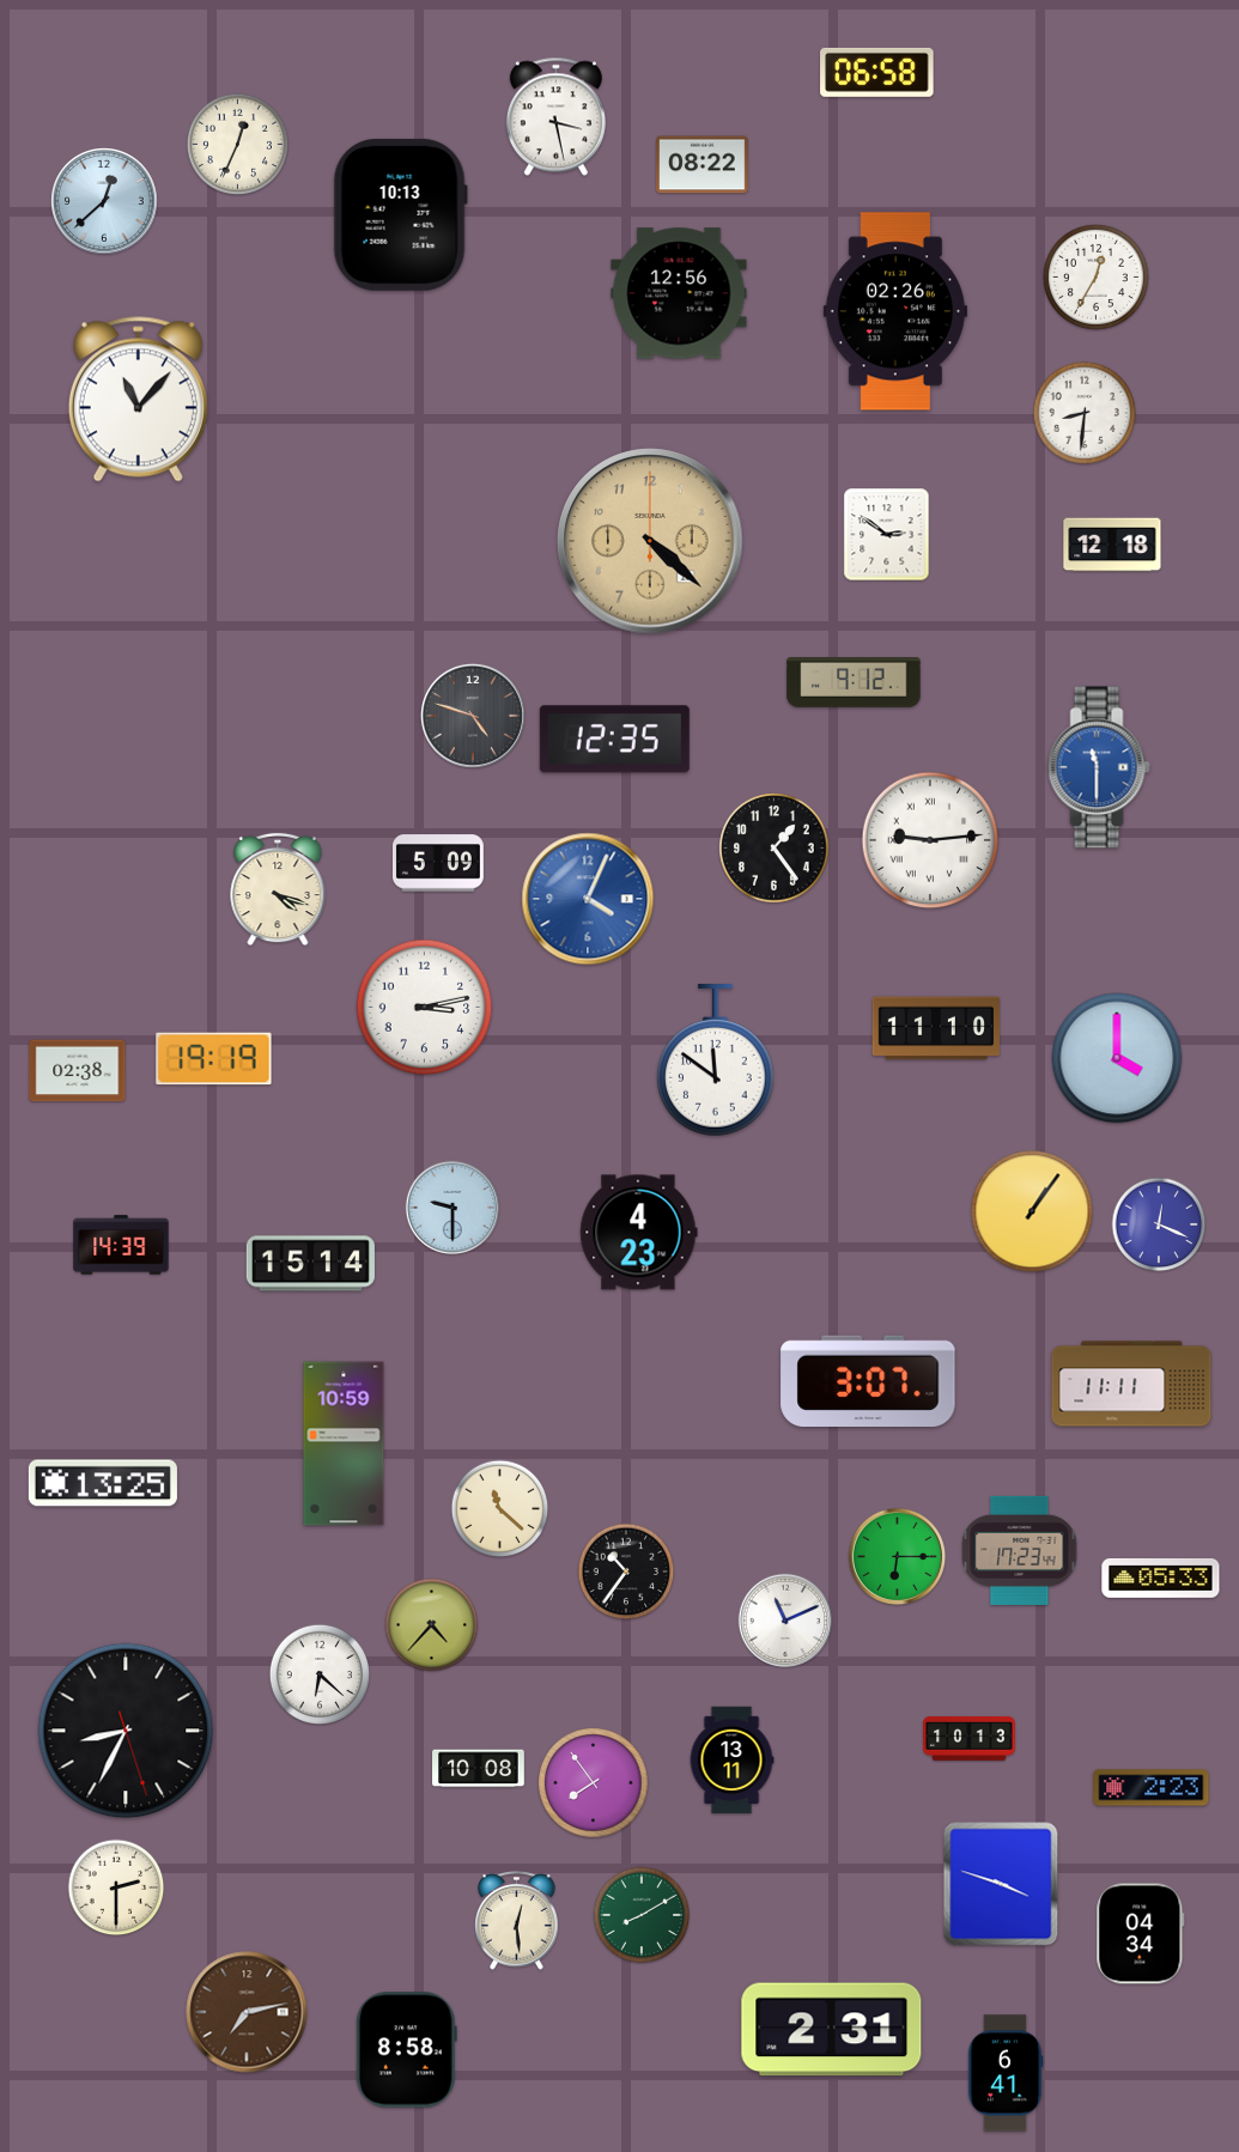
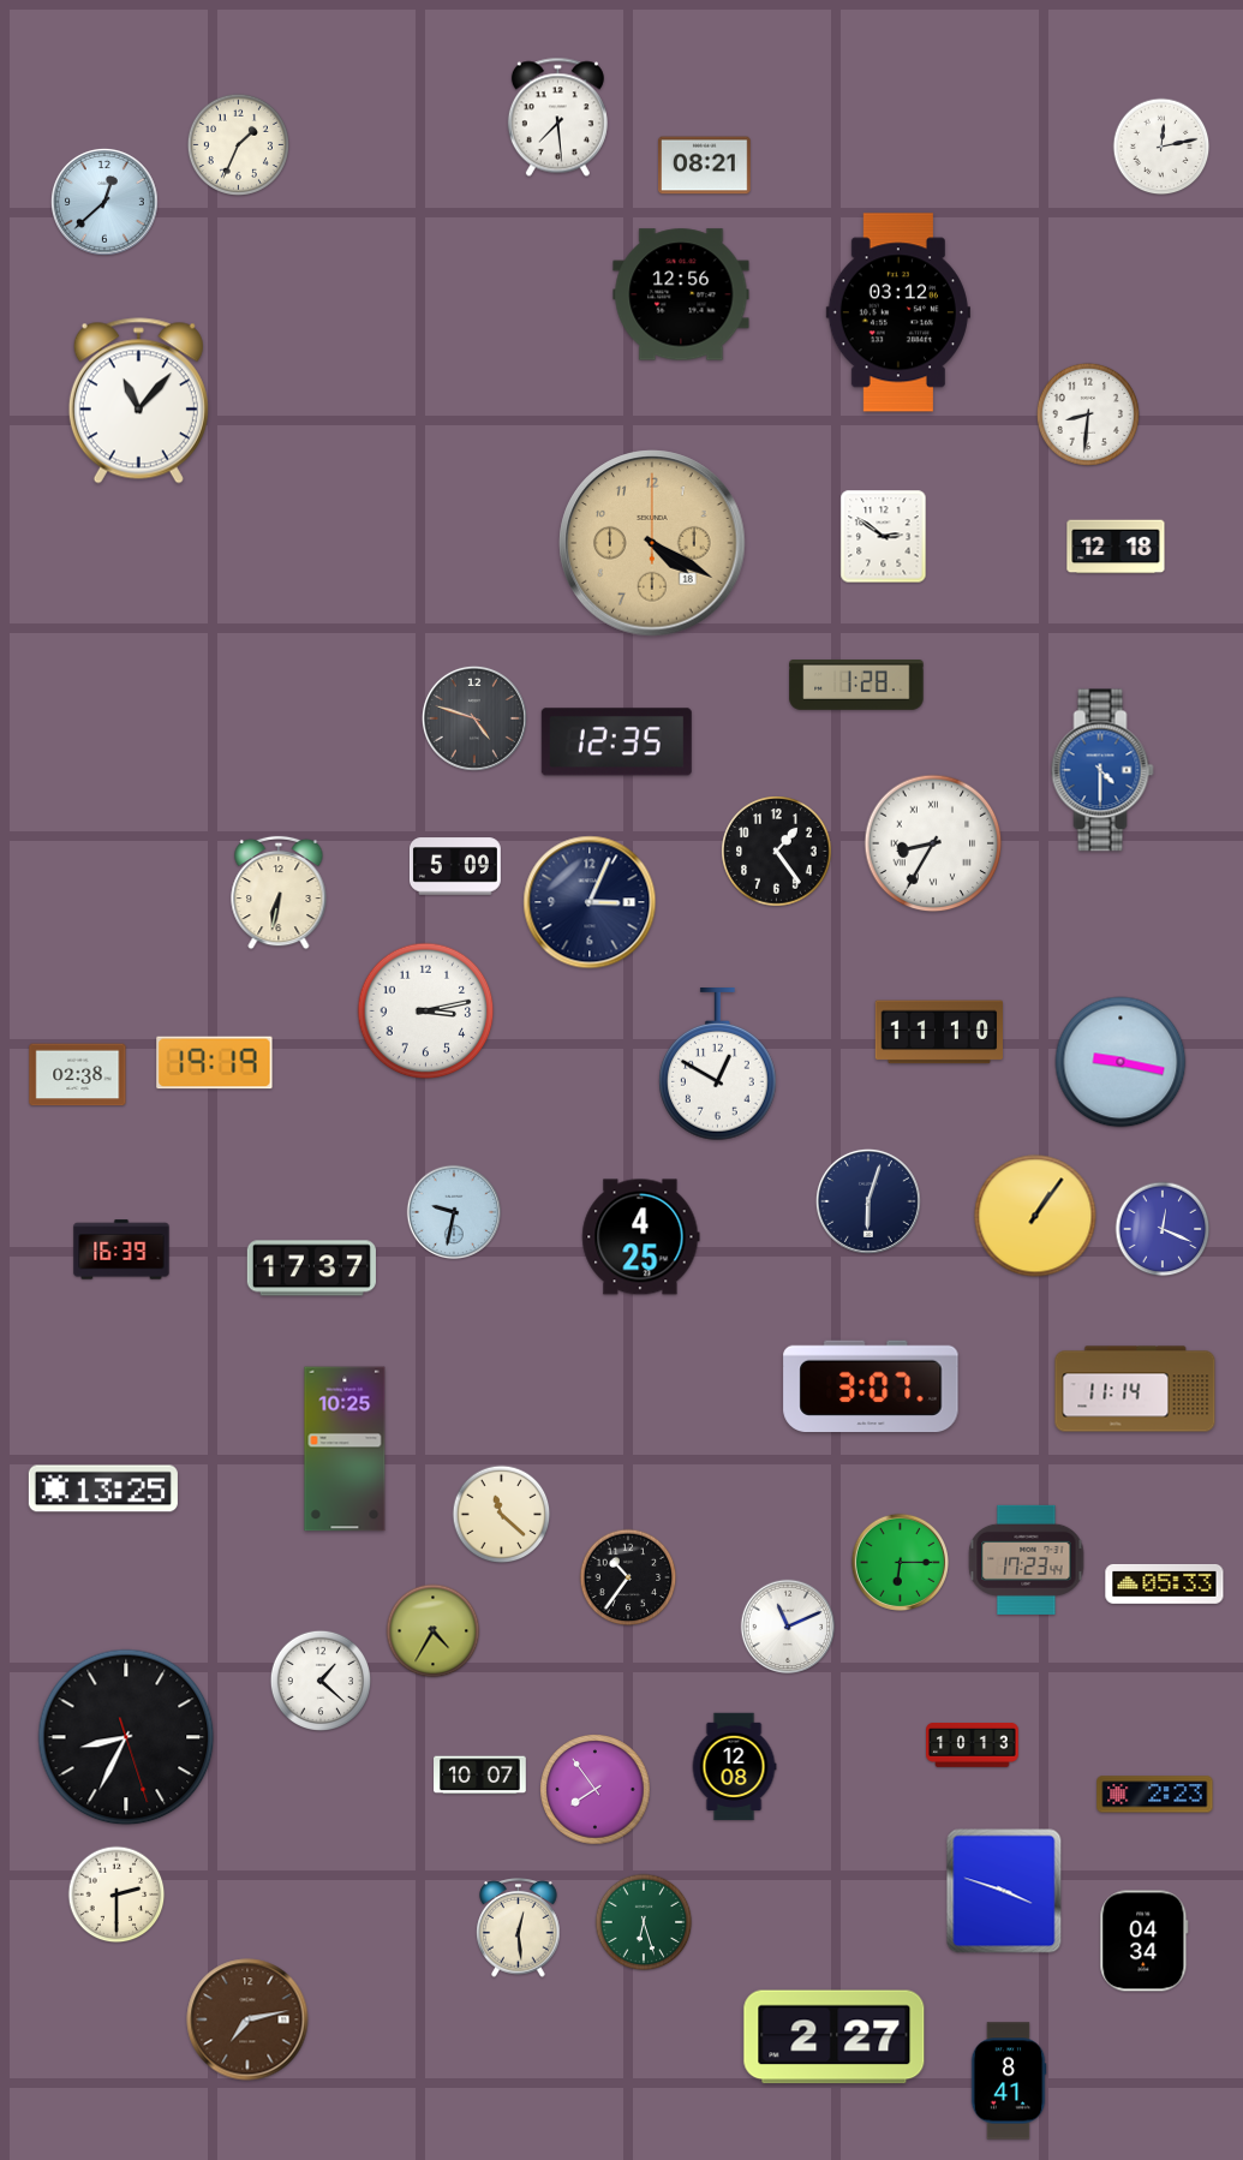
clock at (877, 72): 06:58 -> none
clock at (555, 117): 3:28 -> 7:29
clock at (237, 144): 12:34 -> 1:34
clock at (1161, 147): none -> 12:13
clock at (703, 165): 08:22 -> 08:21
clock at (400, 214): 10:13 -> none
clock at (1095, 276): 12:35 -> none
clock at (895, 311): 02:26 -> 03:12
clock at (887, 535) position: (887, 535) -> (884, 537)
clock at (650, 541): 4:22 -> 4:20
clock at (854, 683): 9:12 -> 1:28
clock at (1099, 767): 11:30 -> 4:30
clock at (930, 840): 9:14 -> 8:35
clock at (438, 863) position: (438, 863) -> (455, 866)
clock at (278, 889): 4:18 -> 6:32
clock at (588, 899): 4:04 -> 3:04
clock at (588, 899) dial: blue -> navy
clock at (1117, 1058): 4:00 -> 9:17
clock at (716, 1062): 11:51 -> 12:50
clock at (868, 1201): none -> 6:03
clock at (453, 1208): 9:30 -> 9:32
clock at (639, 1233): 4:23 -> 4:25
clock at (121, 1245): 14:39 -> 16:39
clock at (310, 1264): 15:14 -> 17:37
clock at (1131, 1384): 11:11 -> 11:14
clock at (344, 1443): 10:59 -> 10:25
clock at (1020, 1550) position: (1020, 1550) -> (1027, 1559)
clock at (432, 1625): 4:37 -> 4:35
clock at (318, 1673): 6:22 -> 1:22
clock at (731, 1761): 13:11 -> 12:08
clock at (479, 1769): 10:08 -> 10:07
clock at (642, 1915): 8:10 -> 6:27
clock at (832, 2030): 2:31 -> 2:27
clock at (406, 2050): 8:58 -> none
clock at (1006, 2073): 6:41 -> 8:41
